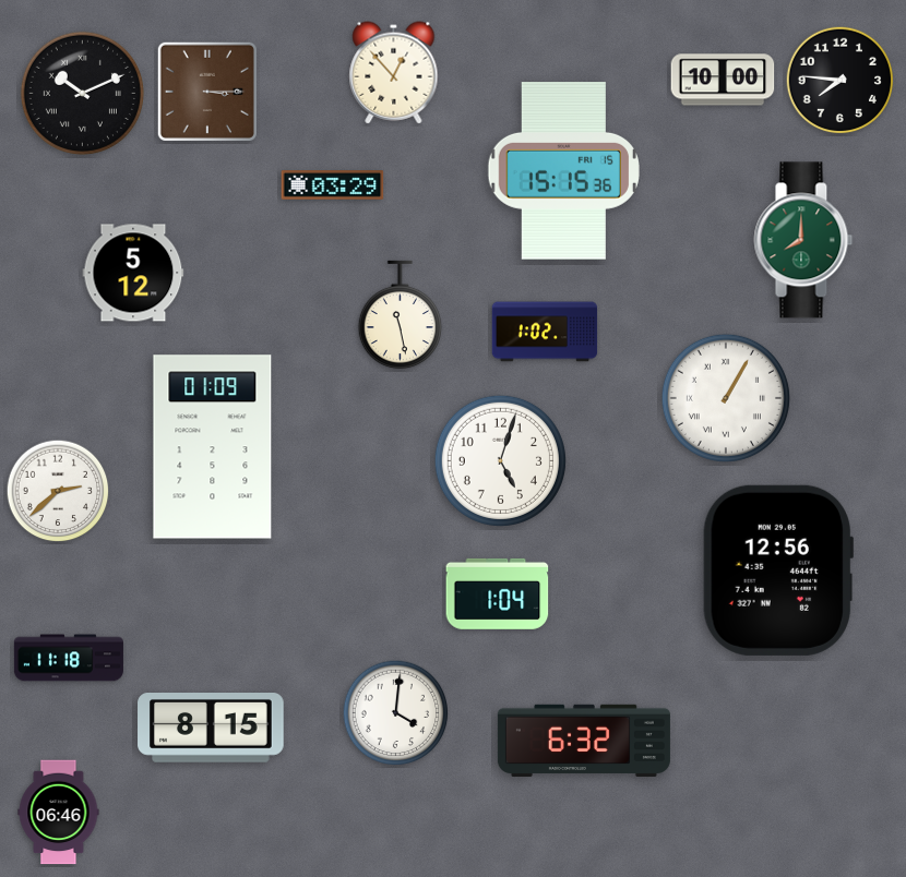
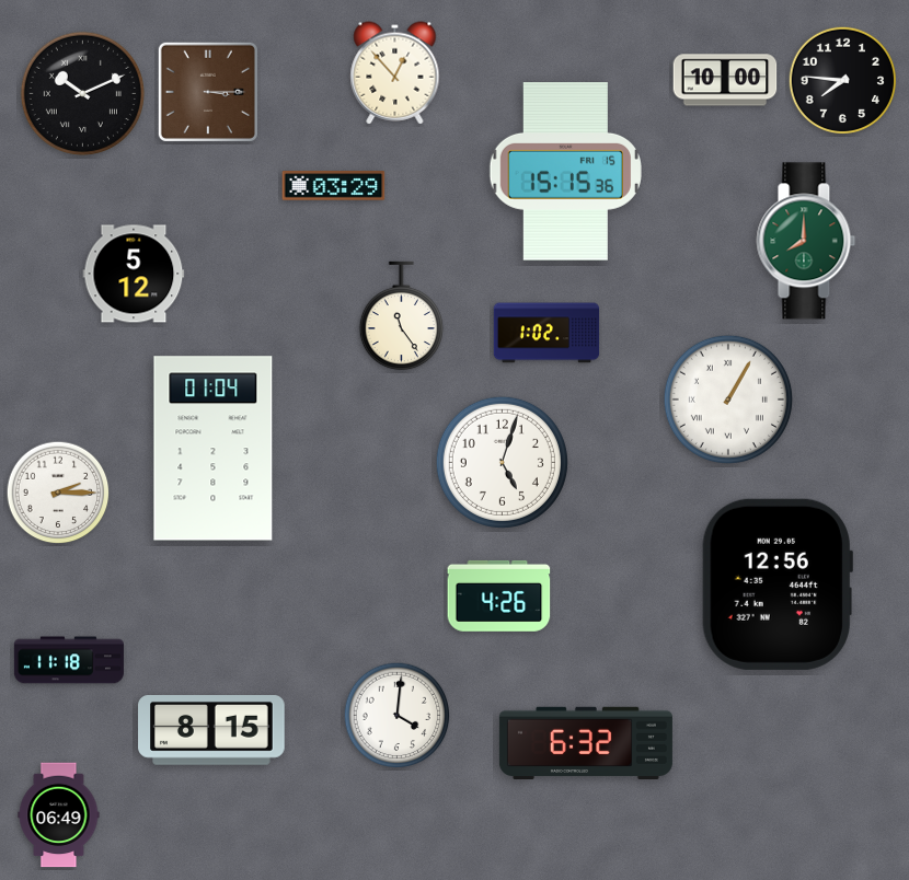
clock at (400, 315): 11:28 -> 11:24
clock at (213, 447): 01:09 -> 01:04
clock at (58, 491): 2:38 -> 2:15
clock at (777, 570) position: (777, 570) -> (776, 584)
clock at (498, 593): 1:04 -> 4:26
clock at (59, 813): 06:46 -> 06:49
